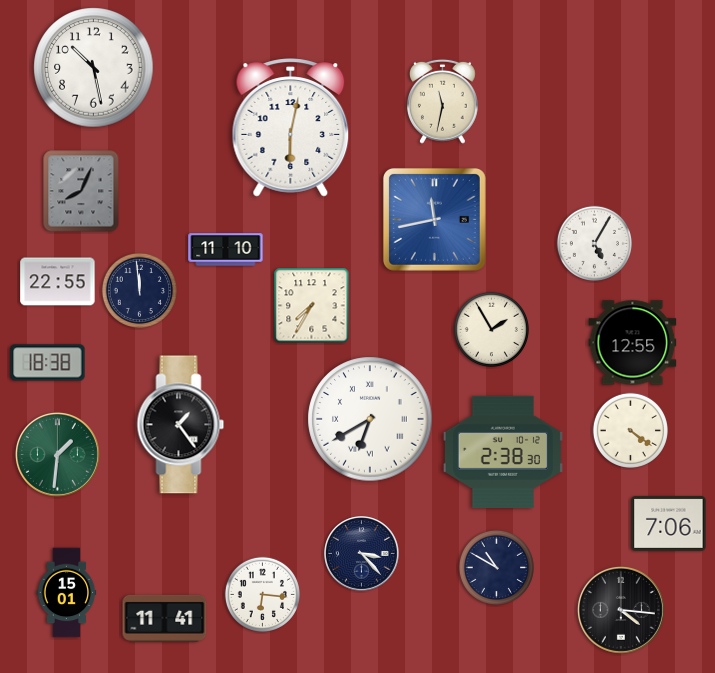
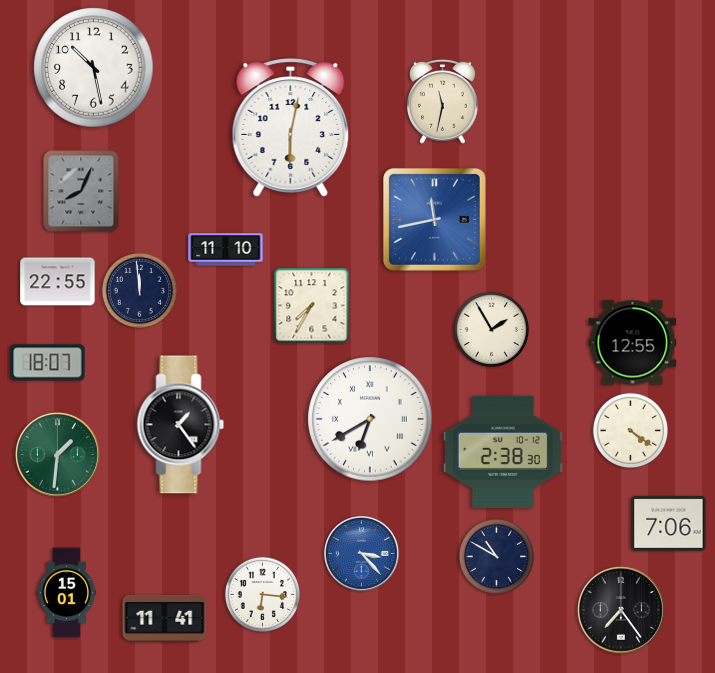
clock at (594, 243): 5:05 -> none
clock at (48, 363): 18:38 -> 18:07
clock at (362, 554) dial: navy -> blue
clock at (496, 567) position: (496, 567) -> (496, 556)
clock at (621, 610): 4:16 -> 7:24
